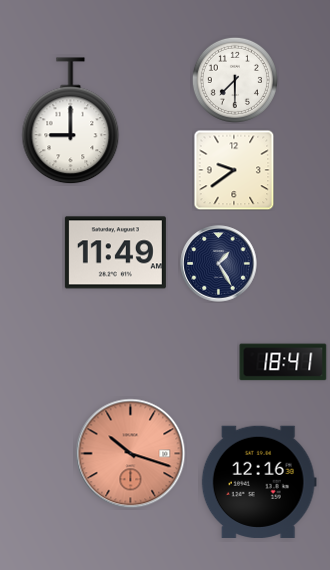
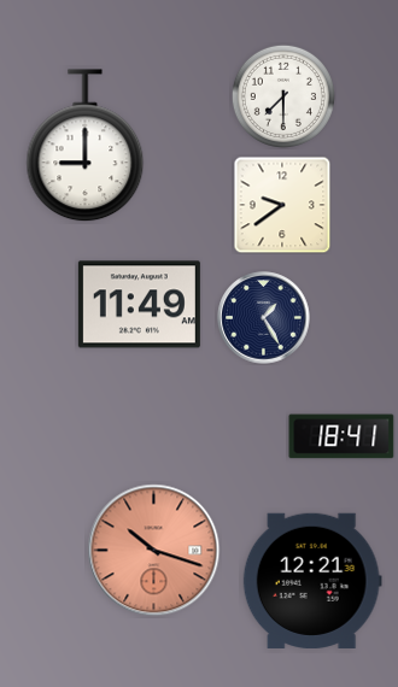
clock at (131, 454) position: (131, 454) -> (154, 551)
clock at (259, 482): 12:16 -> 12:21
